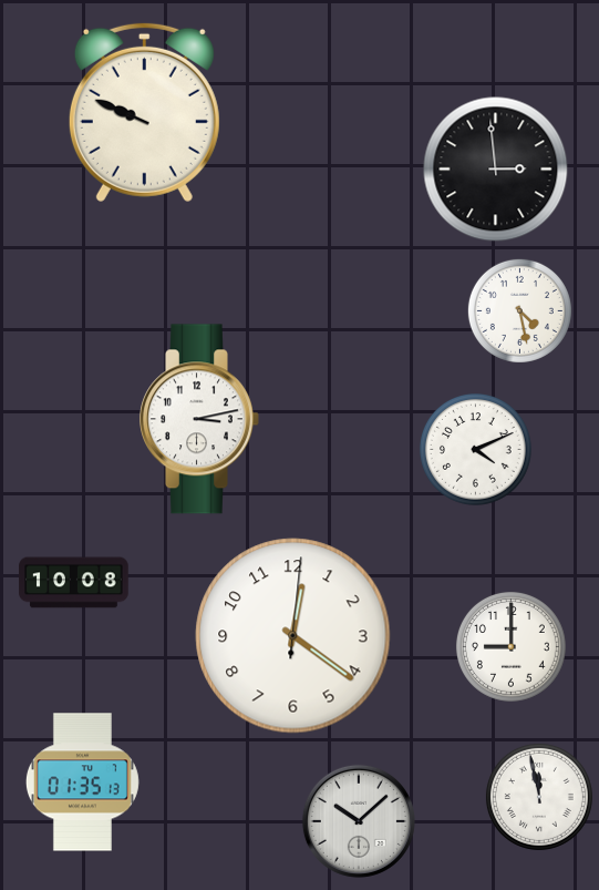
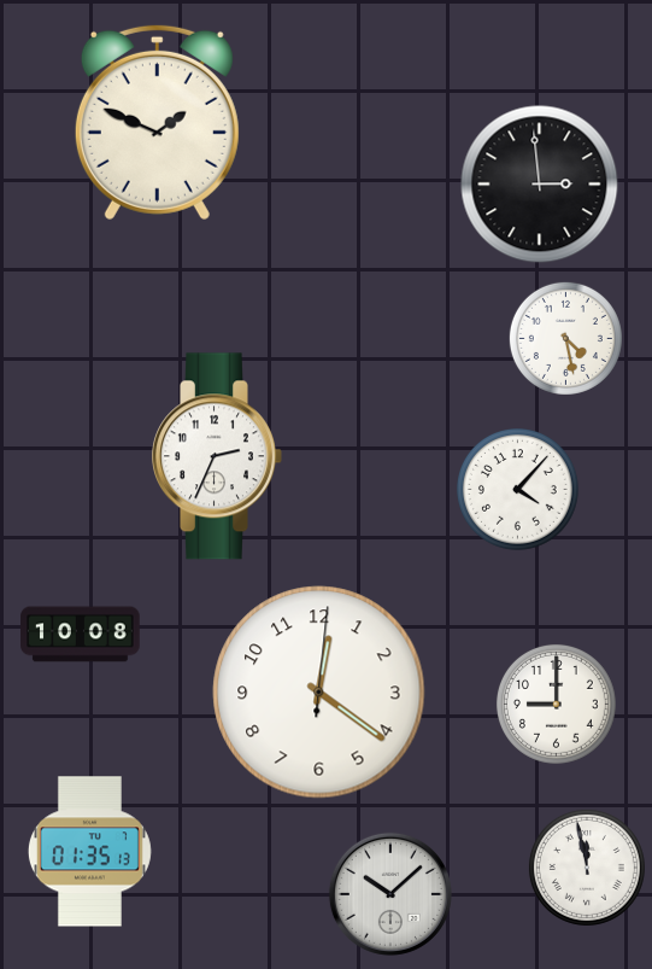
clock at (144, 112): 9:49 -> 1:49
clock at (199, 419): 3:13 -> 2:34
clock at (476, 450): 4:11 -> 4:07
